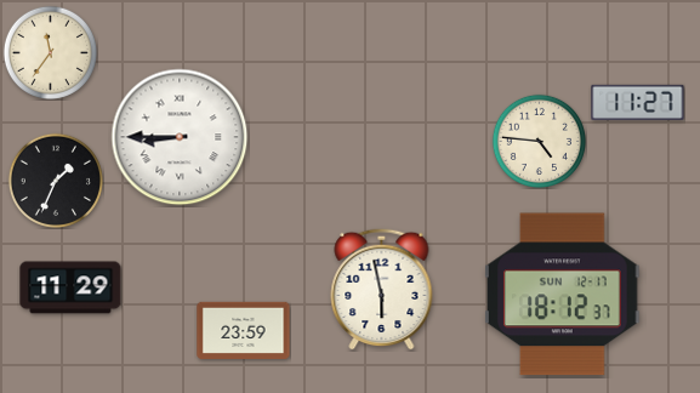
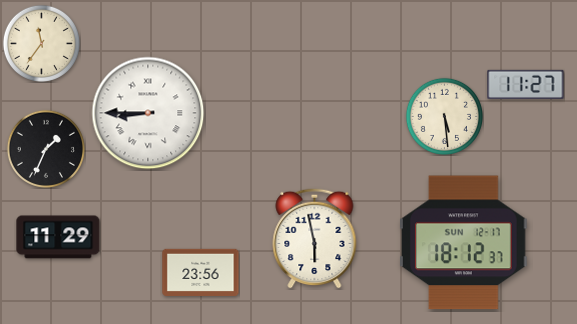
clock at (539, 141): 4:46 -> 5:29
clock at (244, 330): 23:59 -> 23:56
